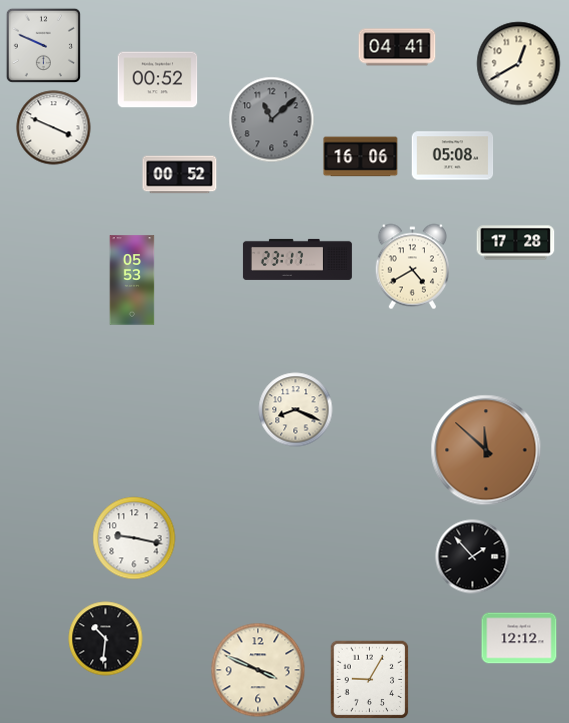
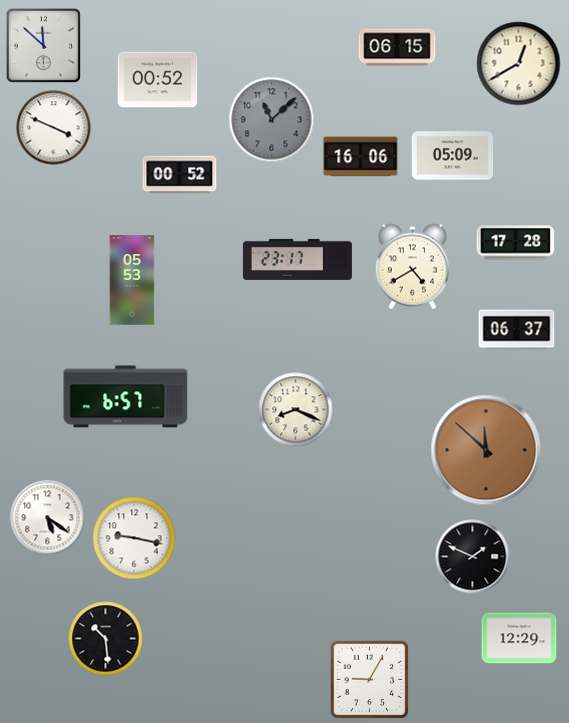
clock at (43, 45): 9:49 -> 11:52
clock at (397, 47): 04:41 -> 06:15
clock at (453, 156): 05:08 -> 05:09
clock at (517, 330): none -> 06:37
clock at (126, 397): none -> 6:57
clock at (48, 518): none -> 5:21
clock at (473, 557): 1:53 -> 1:49
clock at (519, 638): 12:12 -> 12:29
clock at (106, 639): 10:31 -> 10:29
clock at (258, 670): 3:49 -> none
